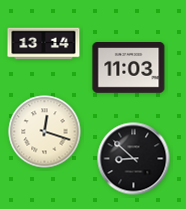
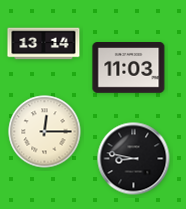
clock at (45, 132): 12:18 -> 12:15
clock at (134, 159): 8:52 -> 8:47
